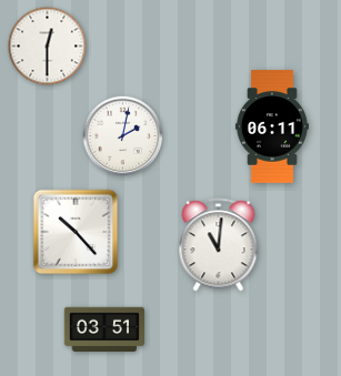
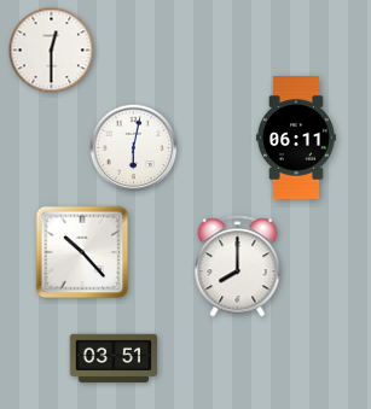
clock at (123, 136): 2:02 -> 6:02
clock at (219, 245): 11:01 -> 8:00
